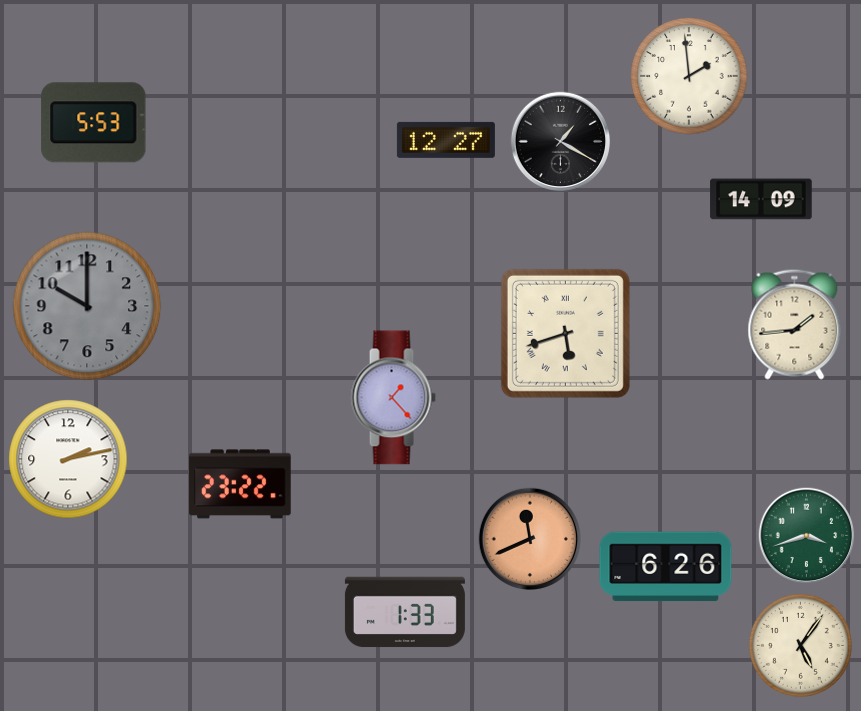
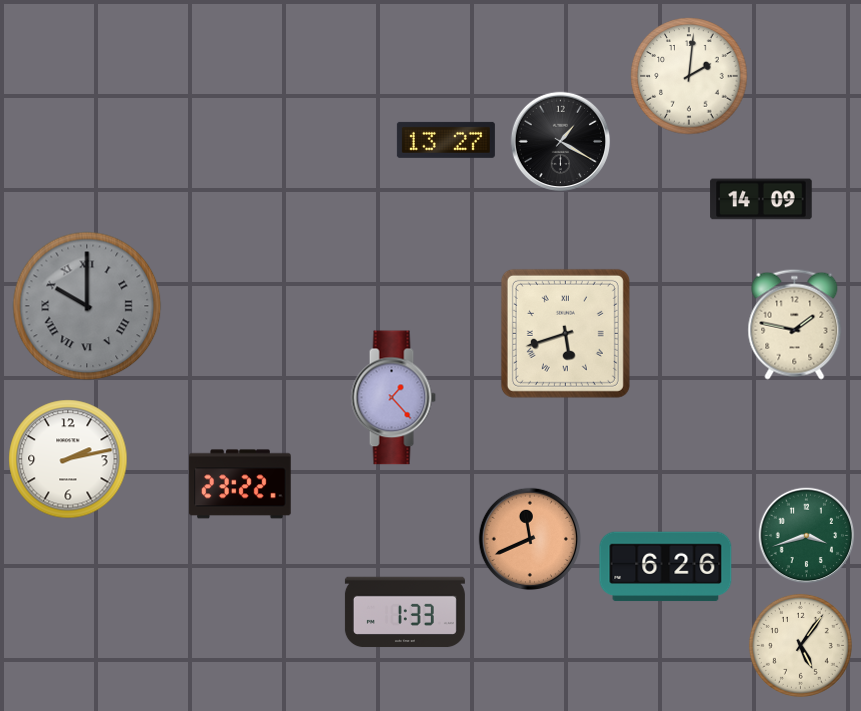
clock at (689, 76): 1:59 -> 2:01
clock at (94, 123): 5:53 -> none
clock at (446, 140): 12:27 -> 13:27
clock at (87, 306) numerals: Arabic -> Roman
clock at (795, 324): 1:44 -> 1:47
